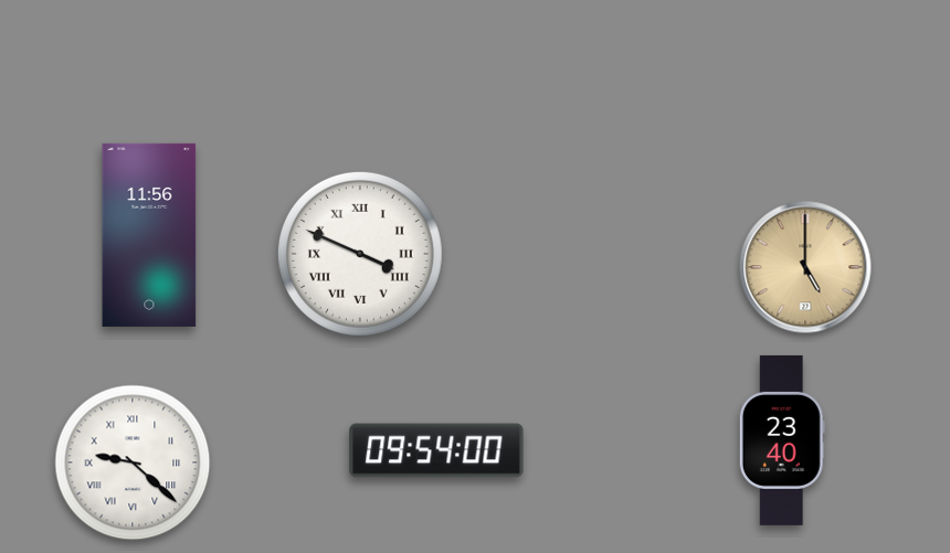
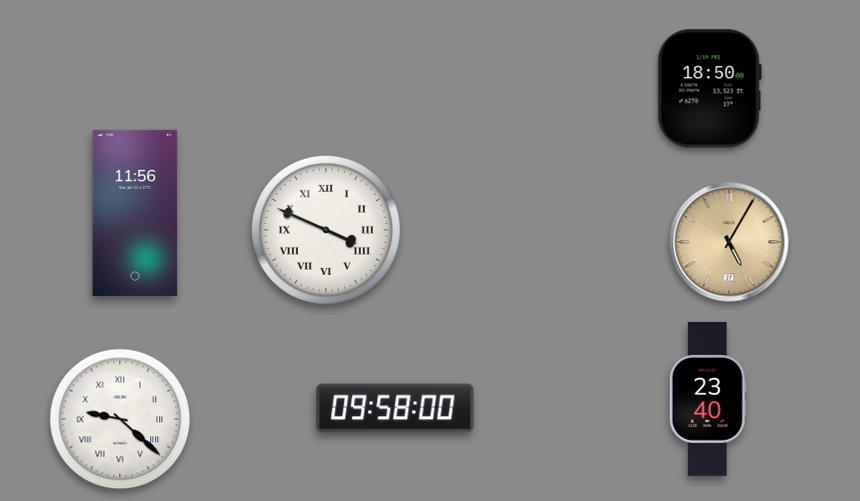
clock at (709, 89): none -> 18:50
clock at (805, 267): 5:00 -> 5:05
clock at (436, 450): 09:54 -> 09:58
